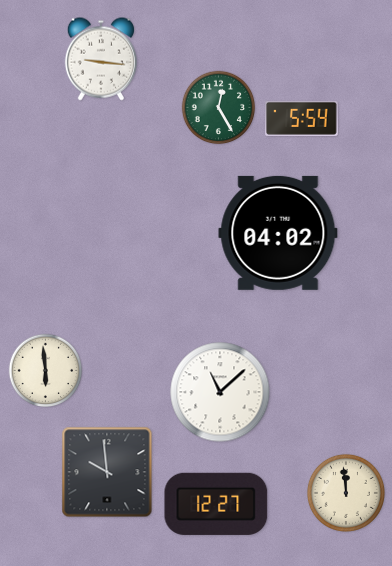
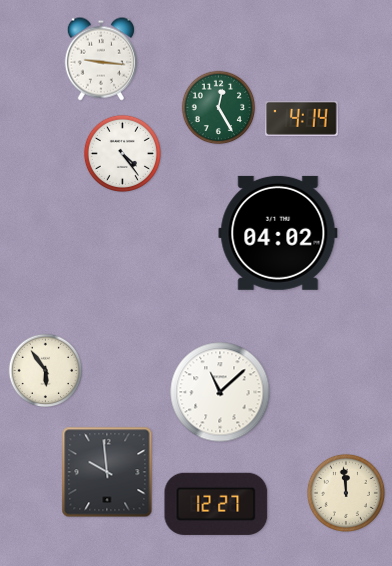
clock at (302, 118): 5:54 -> 4:14
clock at (122, 153): none -> 4:24
clock at (46, 371): 5:59 -> 5:54
